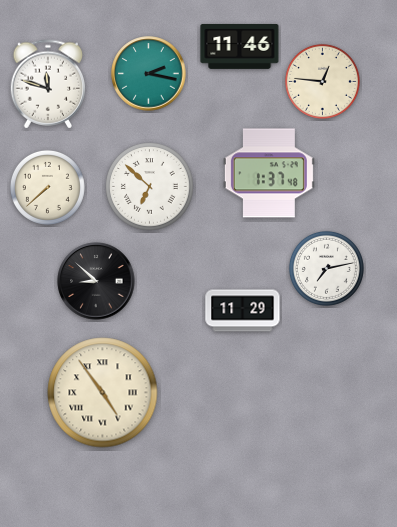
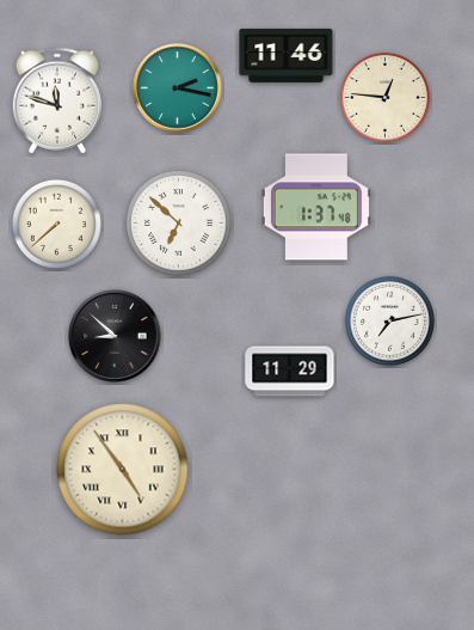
clock at (269, 173) position: (269, 173) -> (316, 207)
